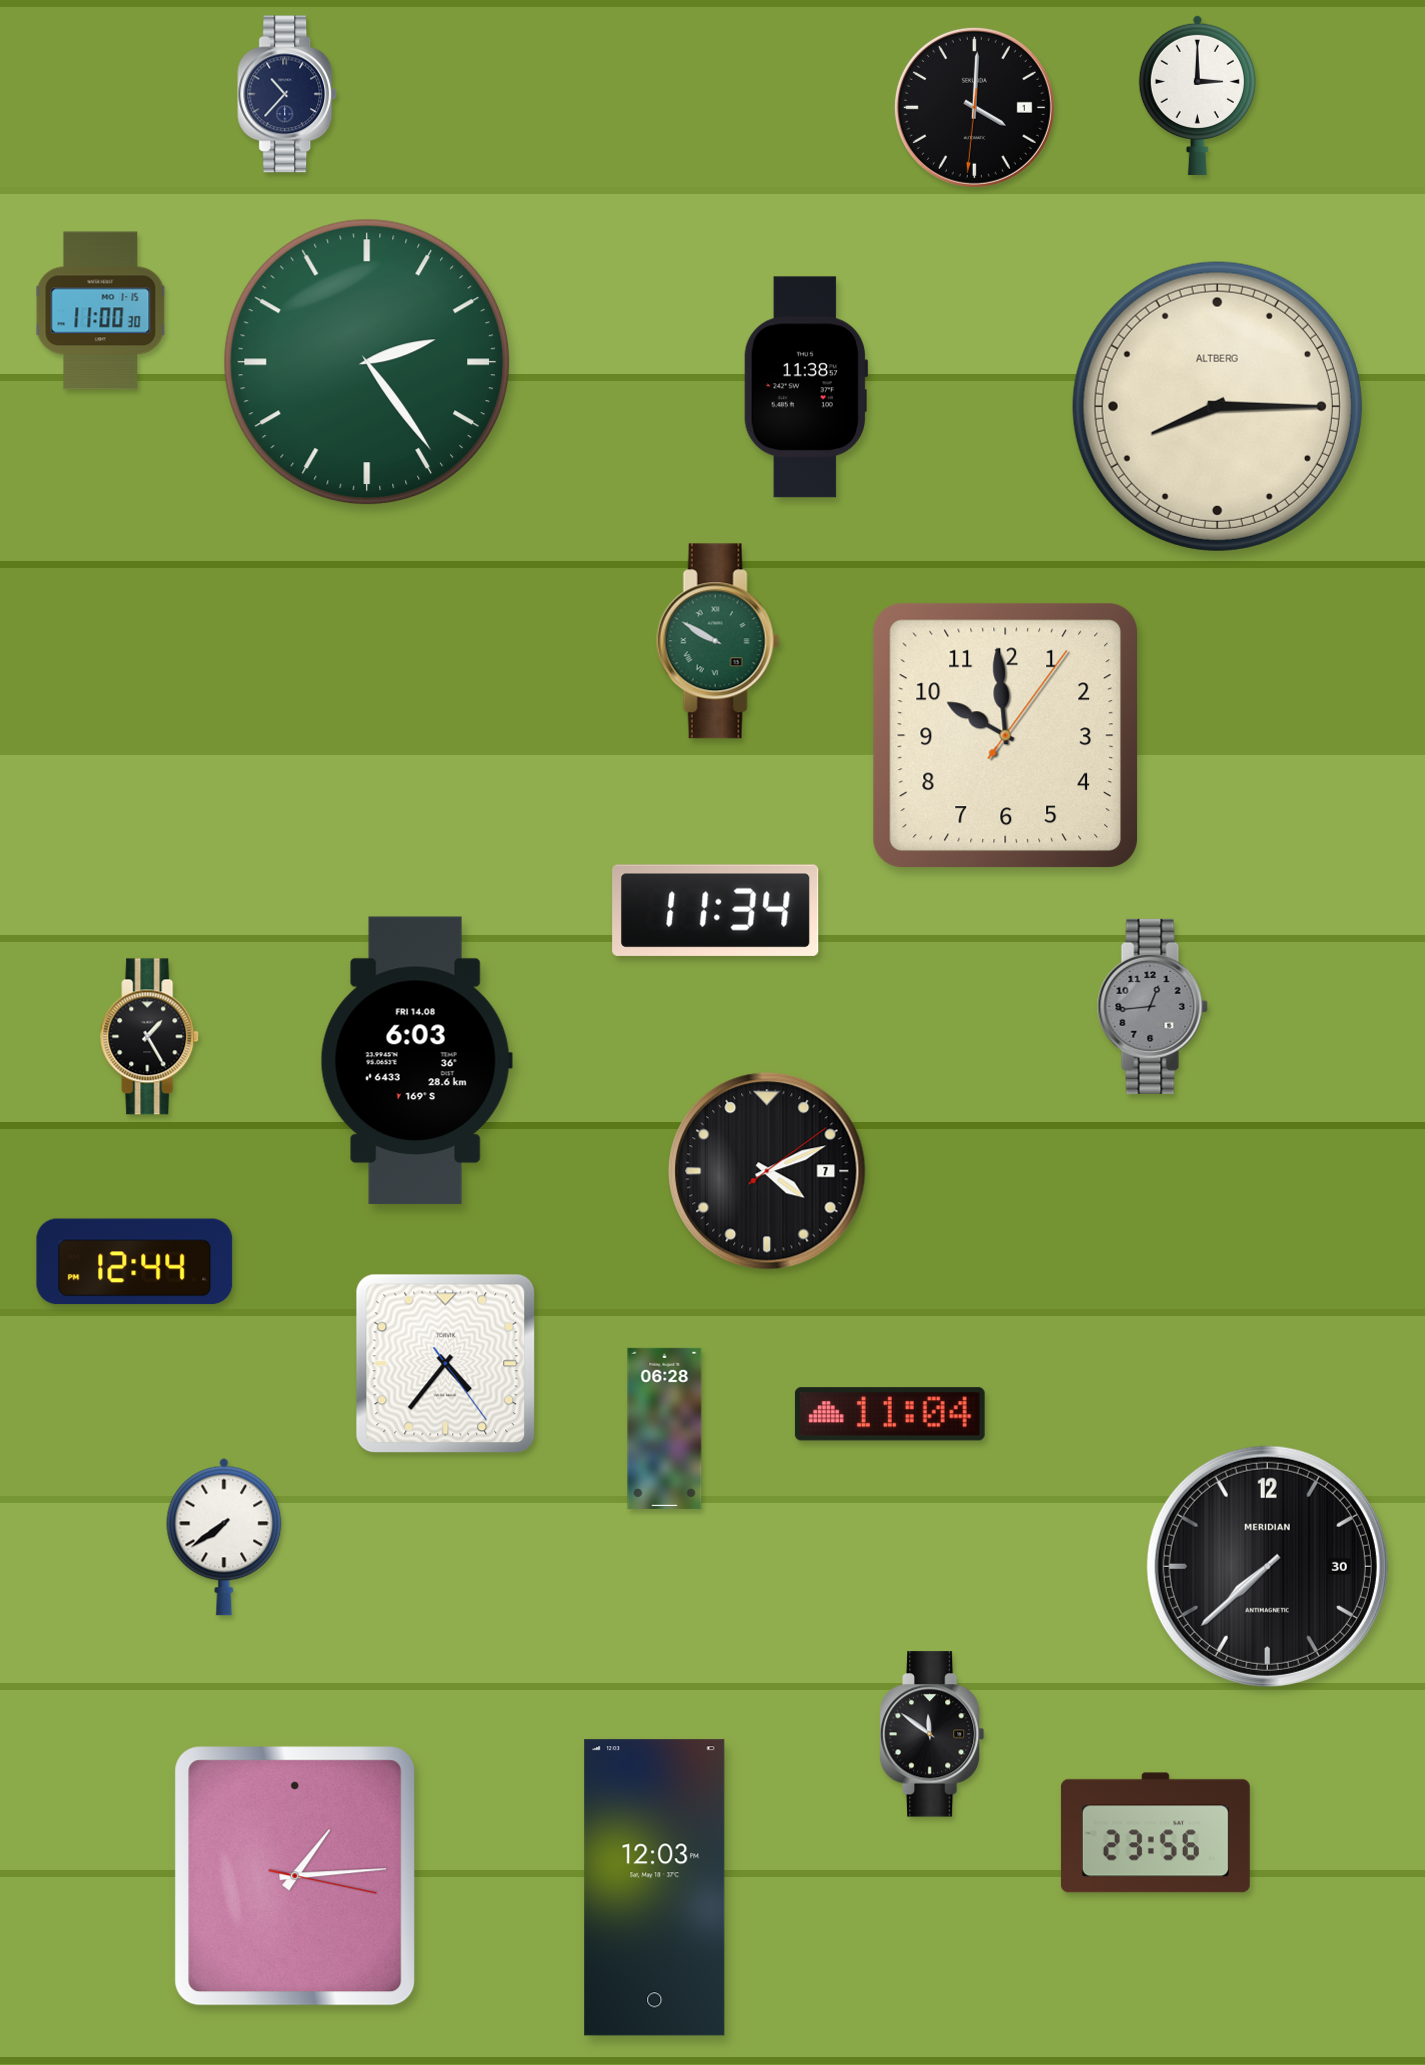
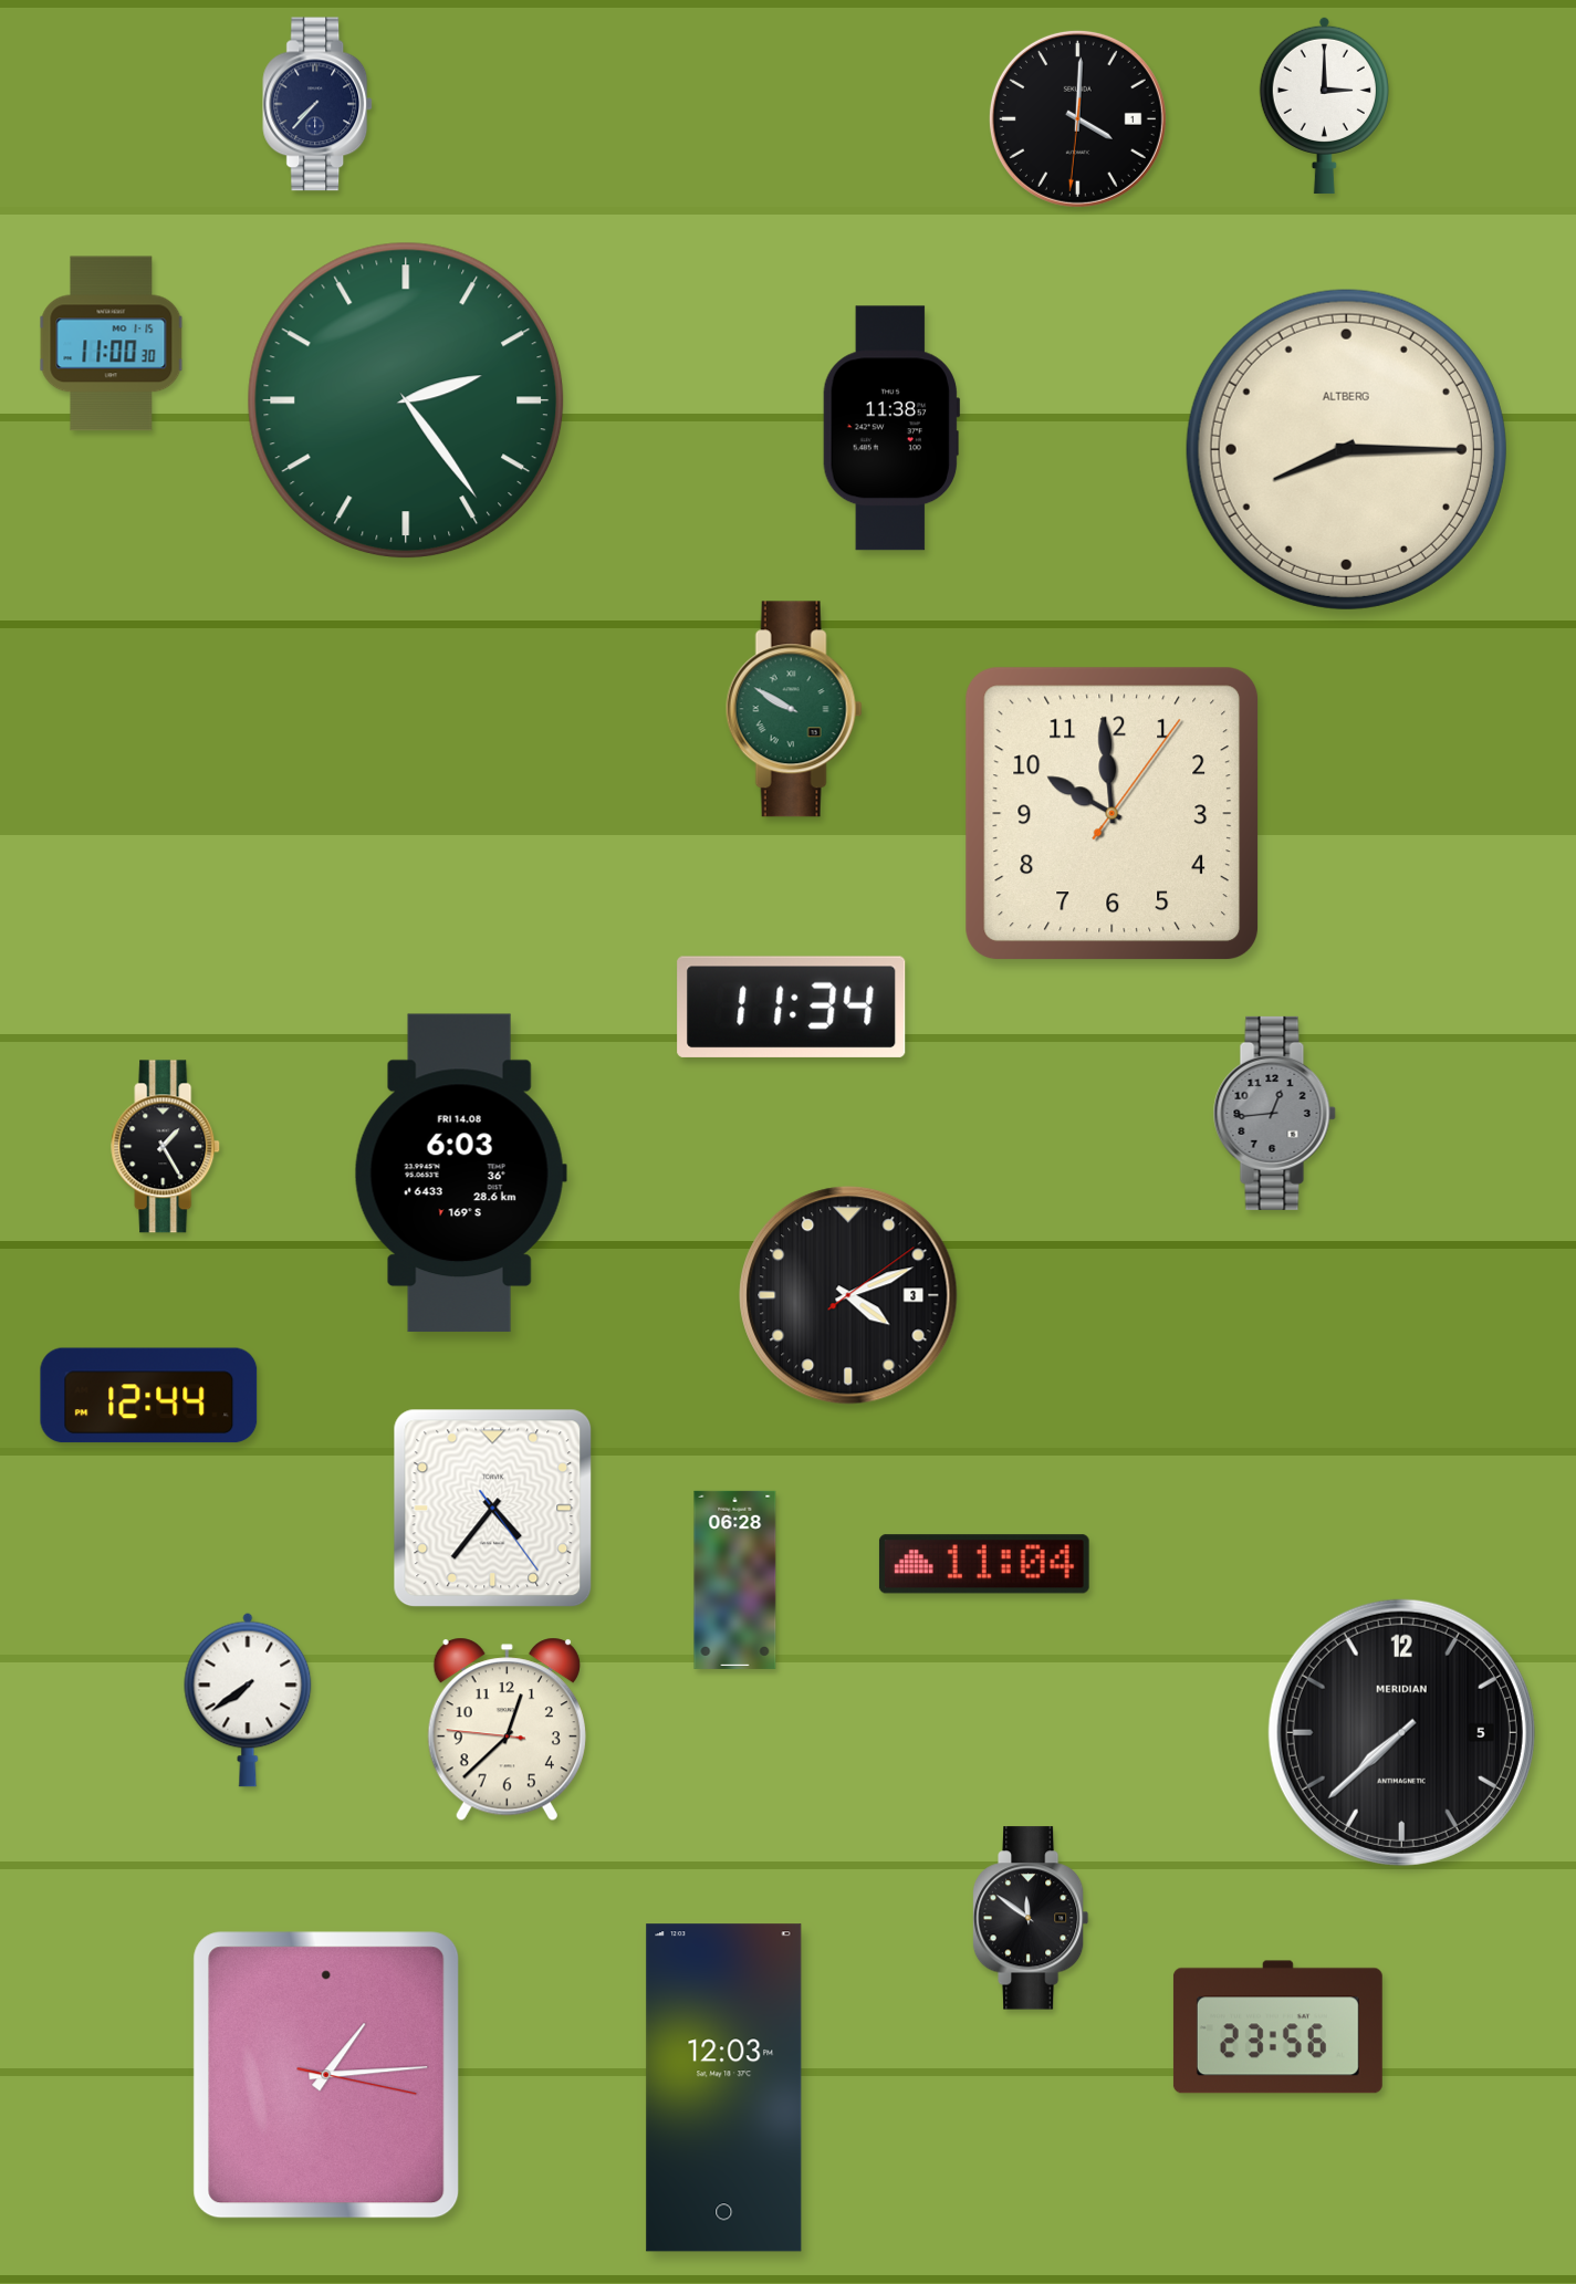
clock at (288, 94): 10:37 -> 7:37
clock at (767, 1171) date: 7 -> 3
clock at (507, 1730): none -> 12:37
clock at (1267, 1566) date: 30 -> 5
